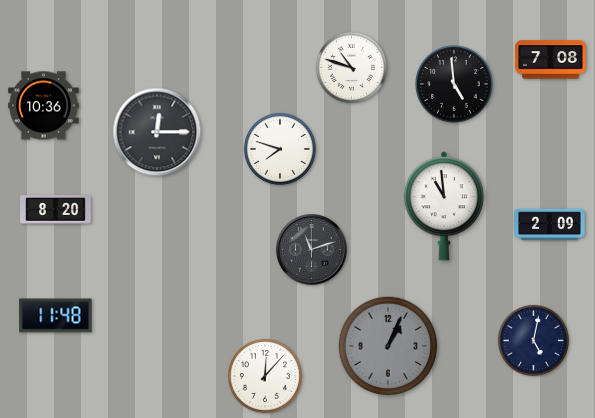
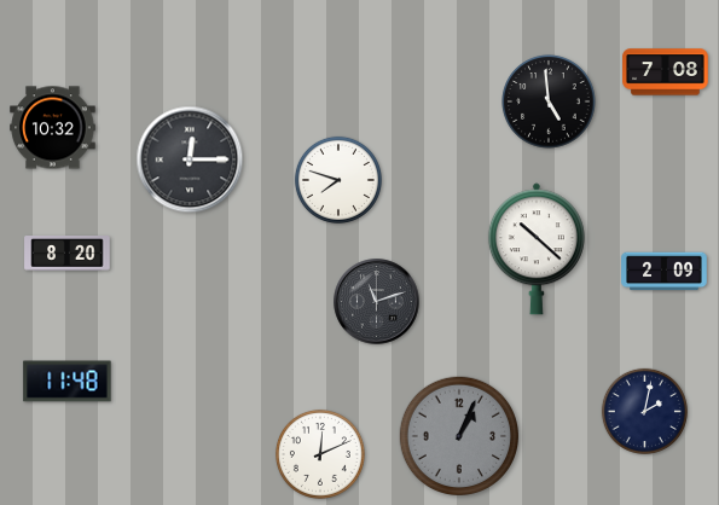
clock at (351, 67): 10:48 -> none
clock at (44, 106): 10:36 -> 10:32
clock at (444, 206): 10:59 -> 10:22
clock at (533, 340): 5:02 -> 2:02
clock at (387, 345) position: (387, 345) -> (458, 435)
clock at (265, 376): 12:07 -> 12:11
